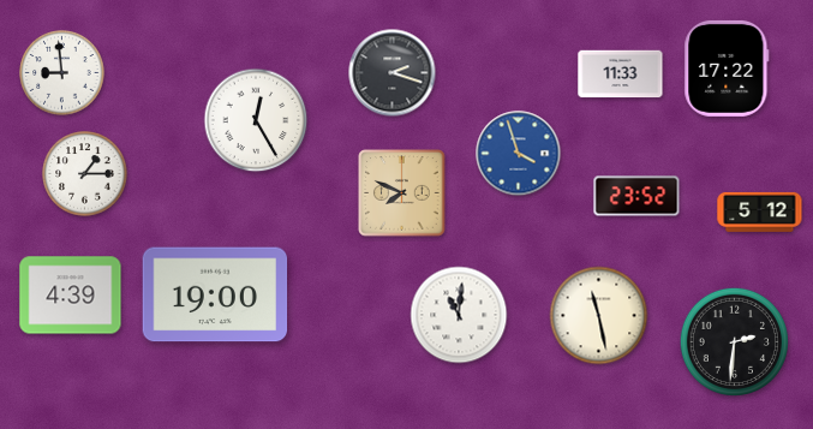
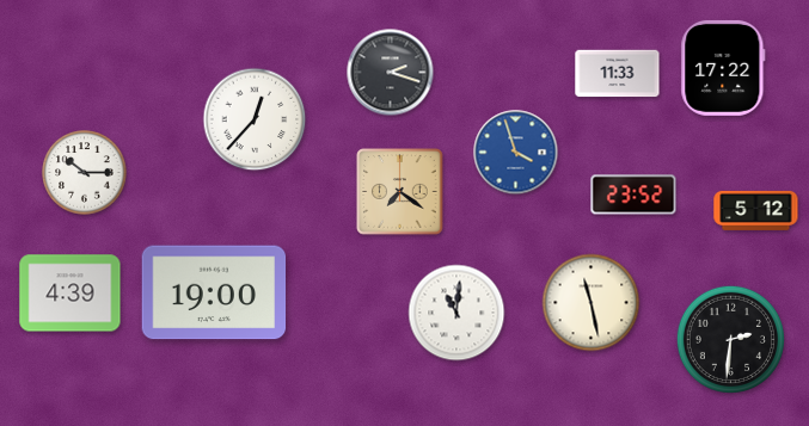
clock at (62, 73): 8:59 -> none
clock at (256, 120): 12:25 -> 12:37
clock at (85, 174): 1:15 -> 10:15
clock at (402, 193): 7:49 -> 7:21
clock at (599, 316) position: (599, 316) -> (592, 303)
